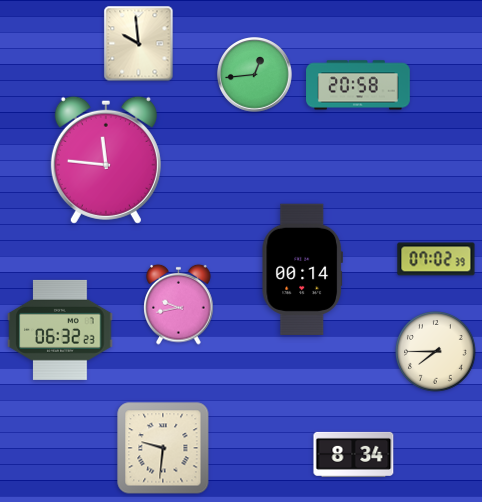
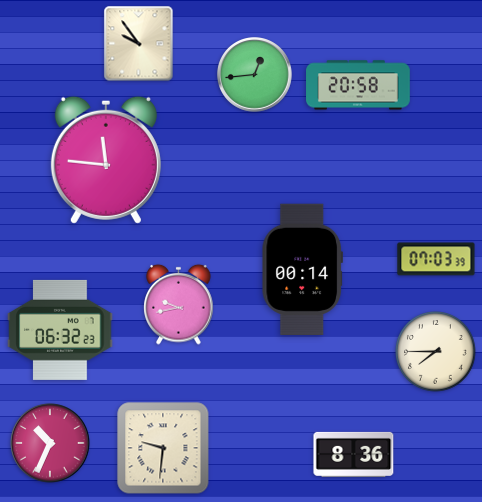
clock at (139, 44): 9:59 -> 9:54
clock at (436, 259): 07:02 -> 07:03
clock at (50, 443): none -> 10:34
clock at (354, 454): 8:34 -> 8:36
